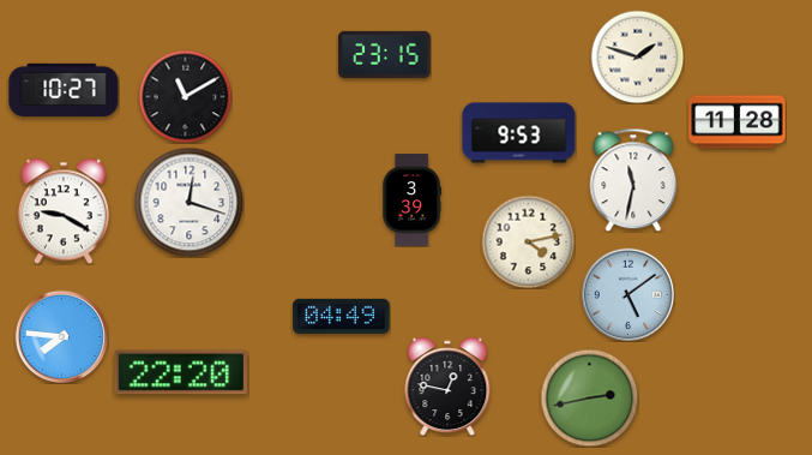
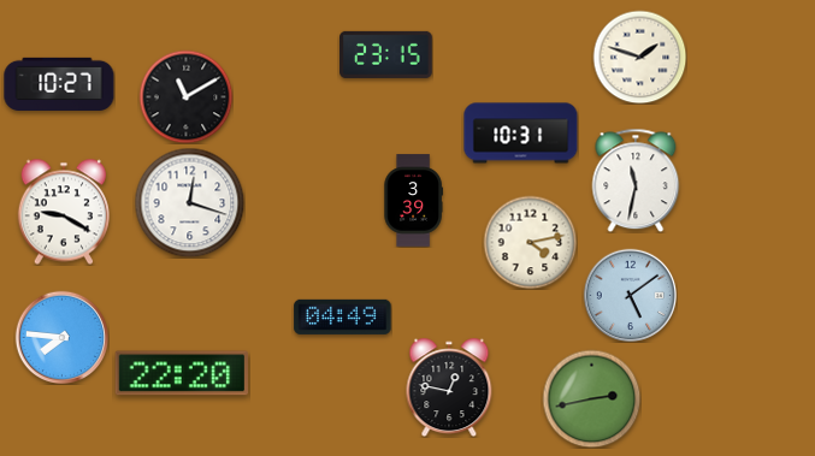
clock at (64, 89) position: (64, 89) -> (59, 83)
clock at (738, 122): 11:28 -> none
clock at (519, 133): 9:53 -> 10:31
